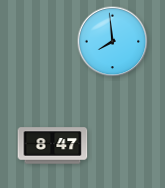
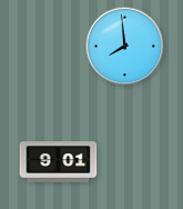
clock at (53, 146): 8:47 -> 9:01
